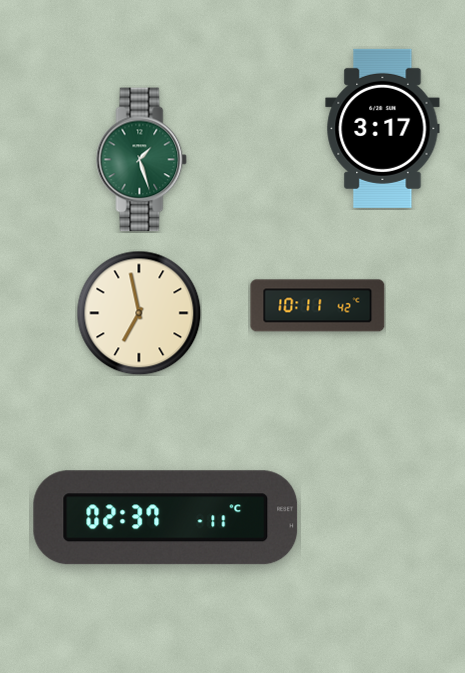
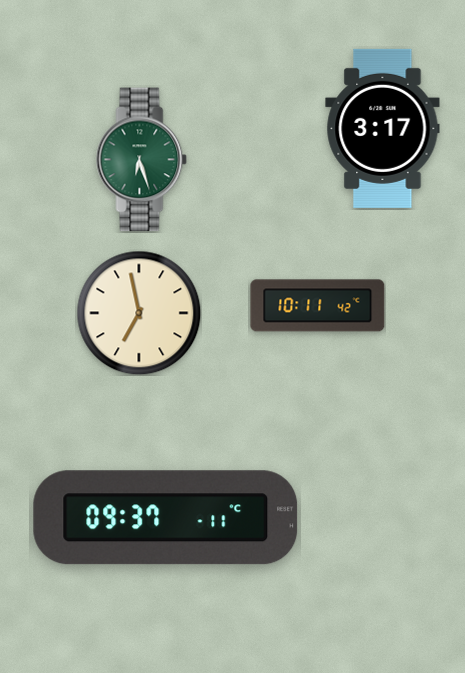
clock at (142, 160): 1:27 -> 6:27
clock at (166, 518): 02:37 -> 09:37
